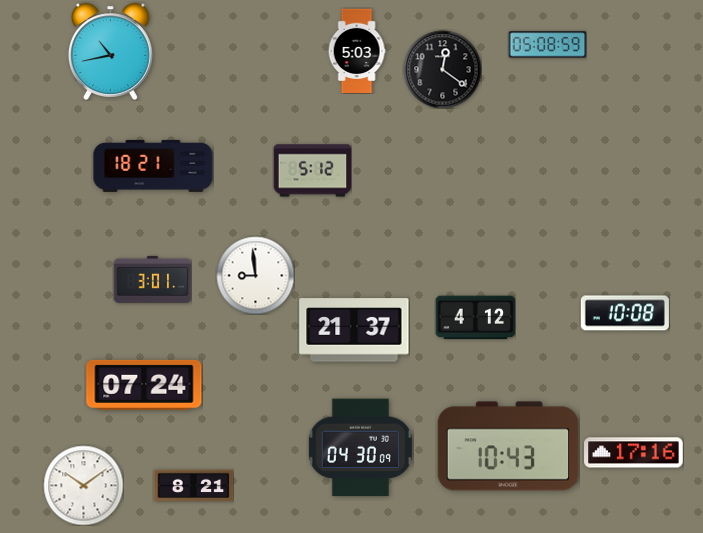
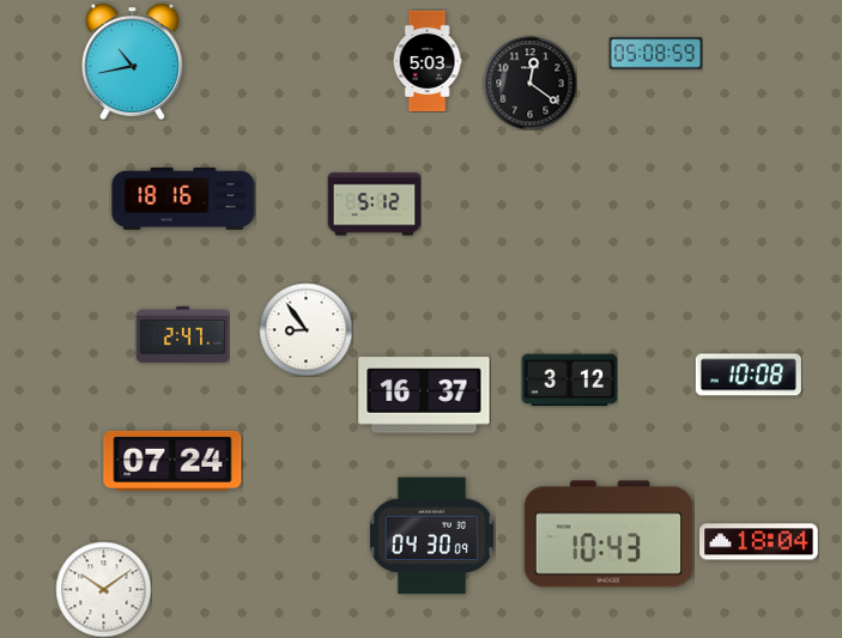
clock at (153, 166): 18:21 -> 18:16
clock at (255, 275): 8:59 -> 8:54
clock at (152, 279): 3:01 -> 2:47
clock at (475, 318): 4:12 -> 3:12
clock at (354, 330): 21:37 -> 16:37
clock at (634, 453): 17:16 -> 18:04
clock at (83, 485) position: (83, 485) -> (103, 589)
clock at (193, 486): 8:21 -> none
